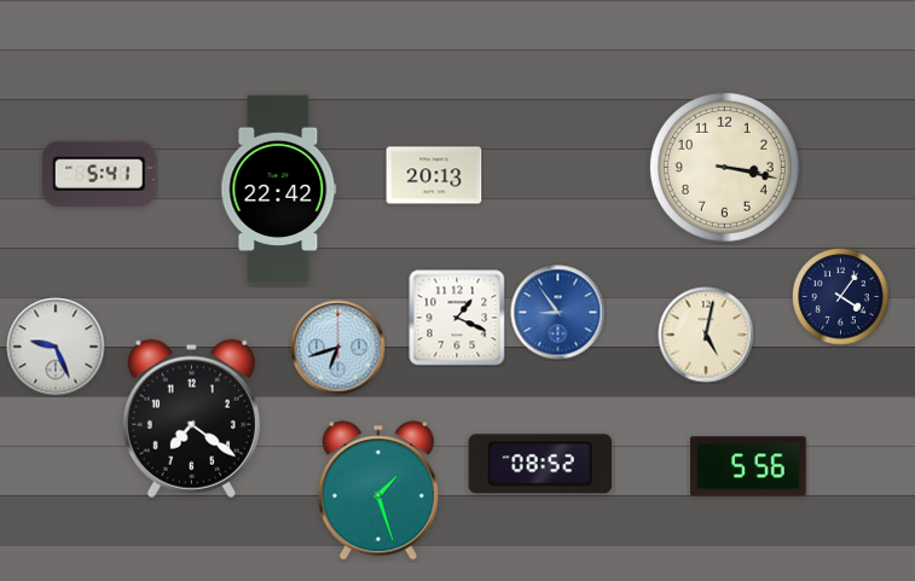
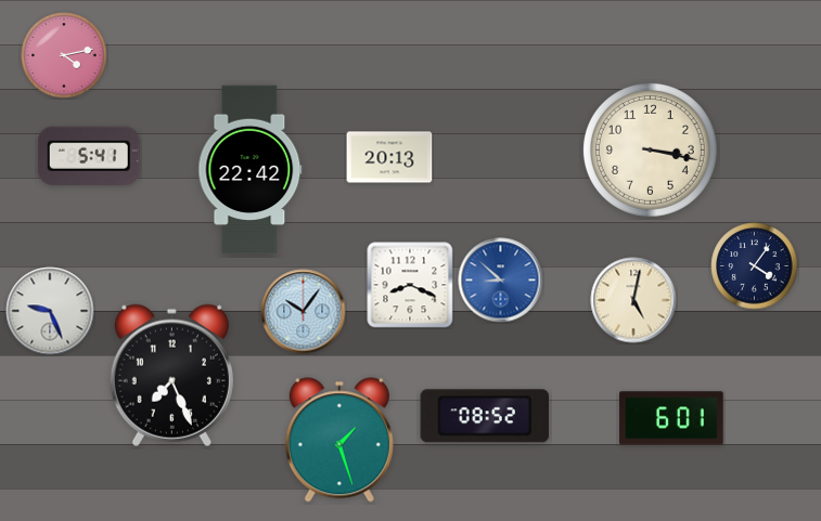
clock at (64, 55): none -> 4:13
clock at (558, 313): 8:54 -> 8:52
clock at (457, 318): 1:19 -> 8:19
clock at (338, 348): 6:42 -> 10:06
clock at (191, 418): 7:21 -> 7:26
clock at (748, 466): 5:56 -> 6:01
